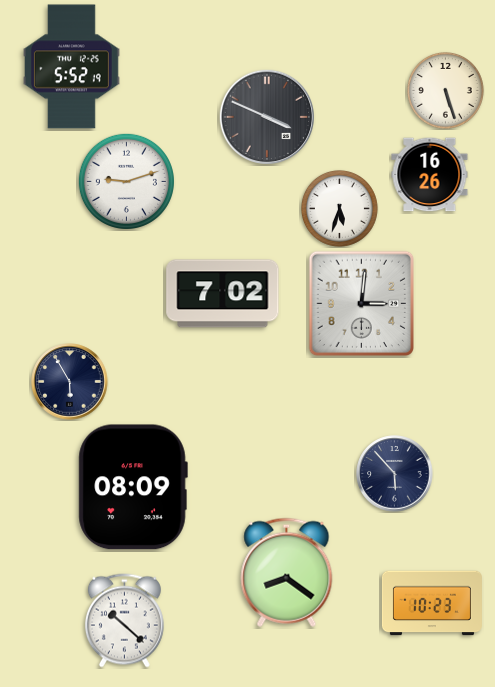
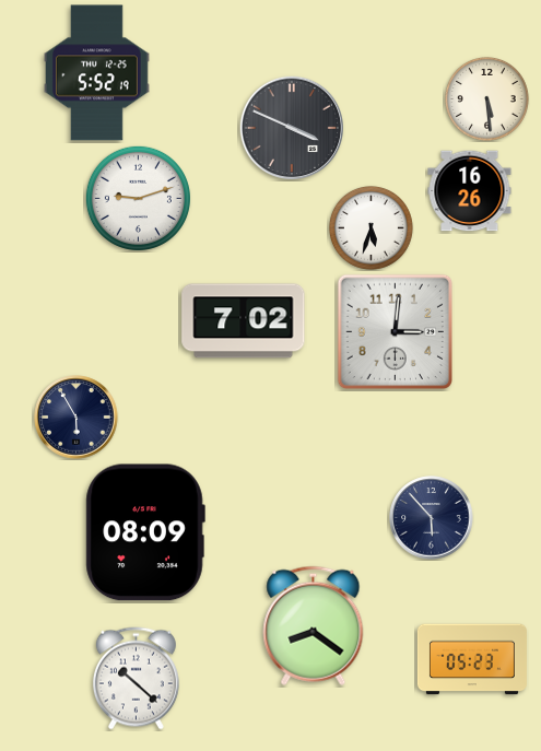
clock at (71, 67) position: (71, 67) -> (96, 73)
clock at (445, 90): 5:27 -> 5:29
clock at (432, 603): 10:23 -> 05:23
